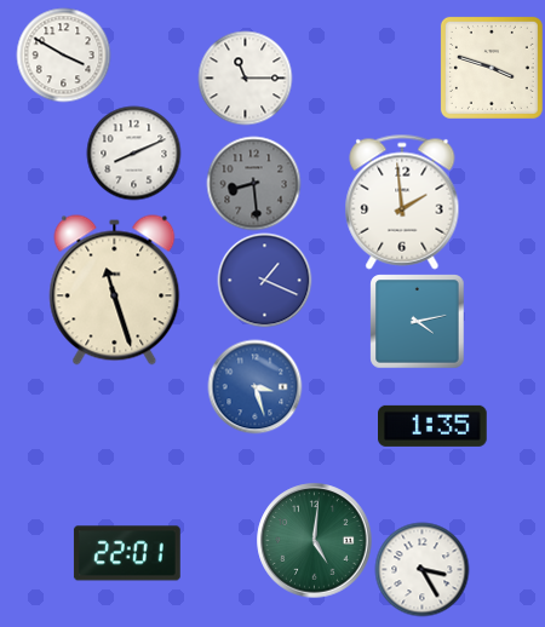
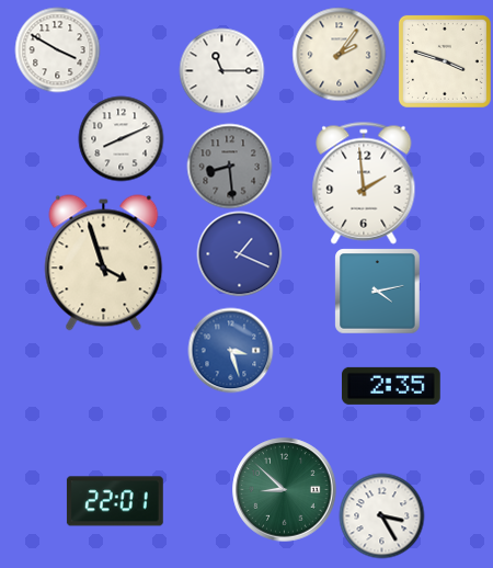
clock at (339, 54): none -> 2:06
clock at (115, 291): 11:27 -> 3:57
clock at (434, 426): 1:35 -> 2:35
clock at (315, 541): 5:01 -> 8:52
